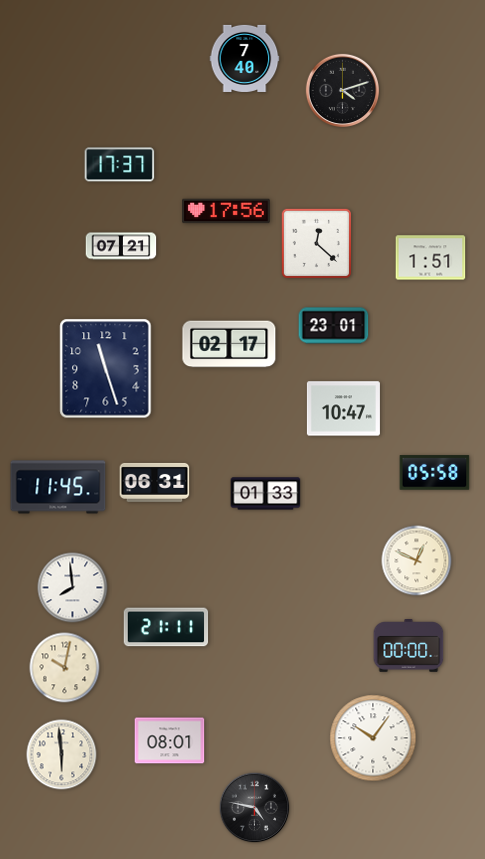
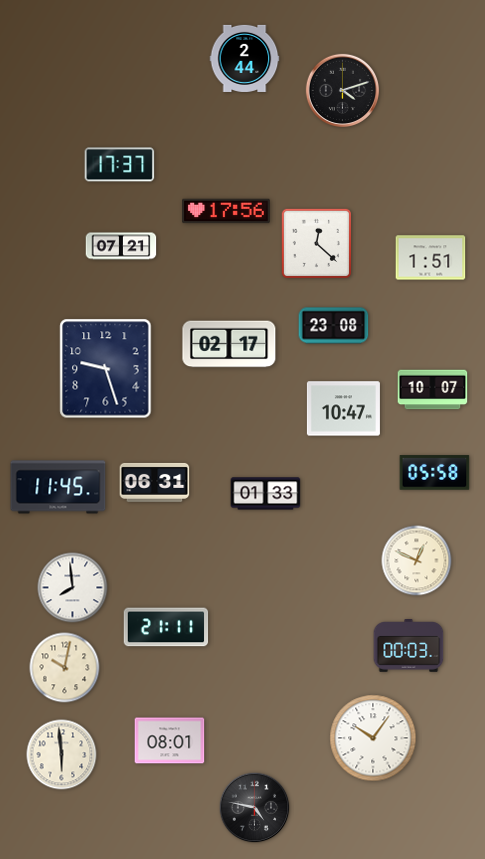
clock at (245, 58): 7:40 -> 2:44
clock at (334, 326): 23:01 -> 23:08
clock at (106, 369): 11:27 -> 9:27
clock at (433, 390): none -> 10:07
clock at (409, 646): 00:00 -> 00:03
